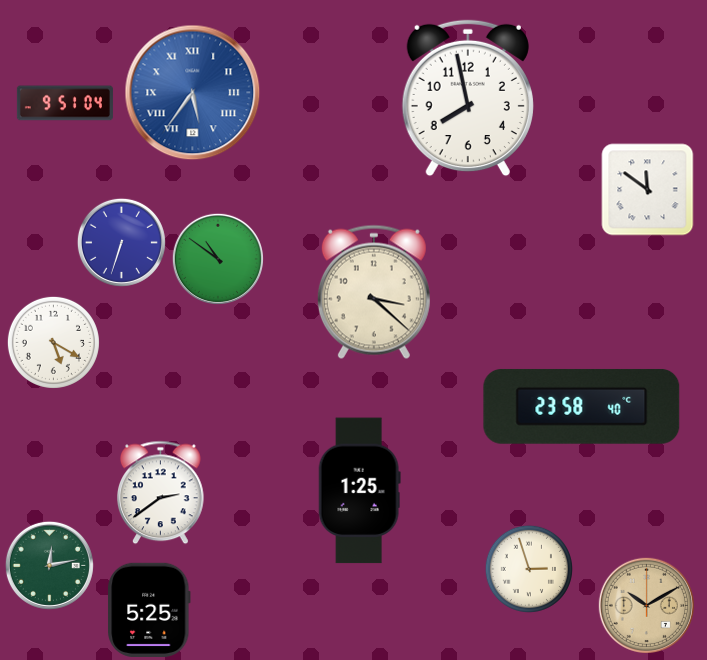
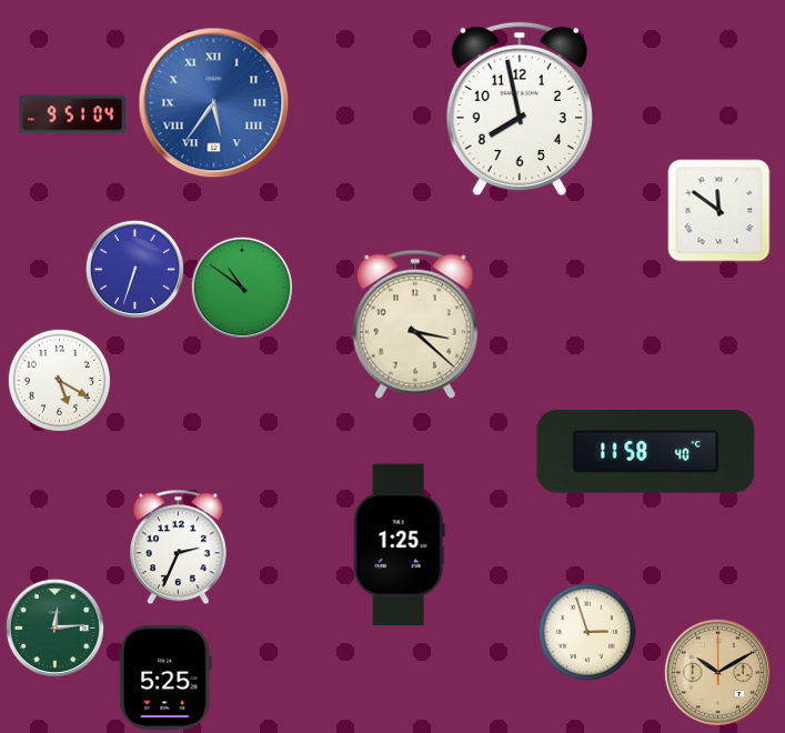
clock at (582, 406): 23:58 -> 11:58
clock at (161, 493): 2:39 -> 2:34
clock at (49, 565): 12:13 -> 12:14
